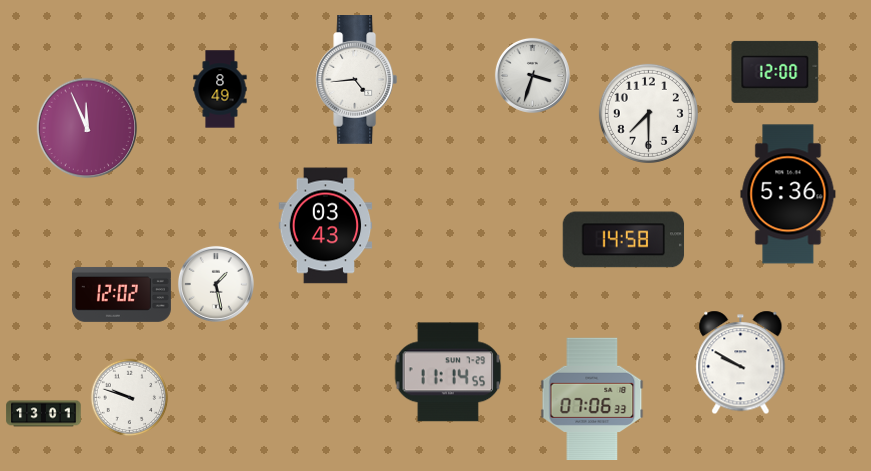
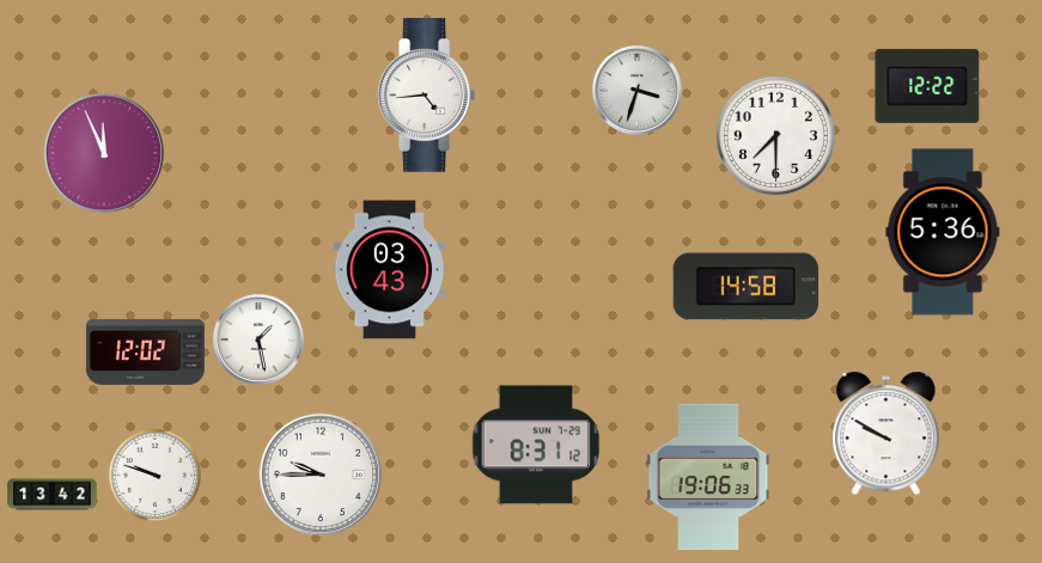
clock at (775, 72): 12:00 -> 12:22
clock at (220, 89): 8:49 -> none
clock at (448, 372): 11:14 -> 8:31
clock at (321, 475): none -> 9:45
clock at (592, 398): 07:06 -> 19:06
clock at (44, 414): 13:01 -> 13:42
